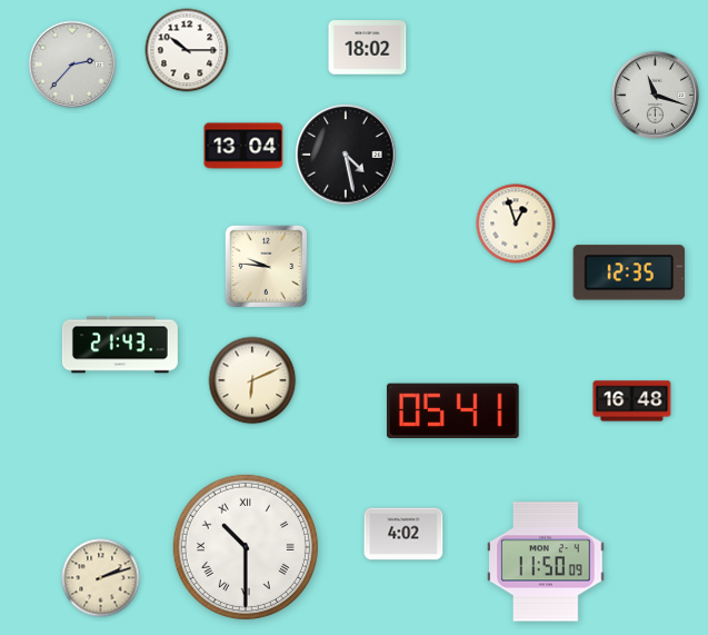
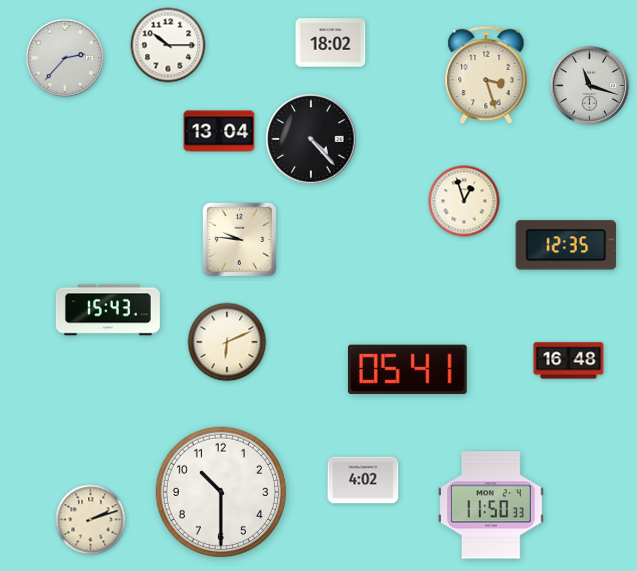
clock at (486, 75): none -> 3:27
clock at (346, 155): 4:28 -> 4:23
clock at (120, 345): 21:43 -> 15:43
clock at (246, 547) numerals: Roman -> Arabic
clock at (546, 562): 11:50:09 -> 11:50:33
